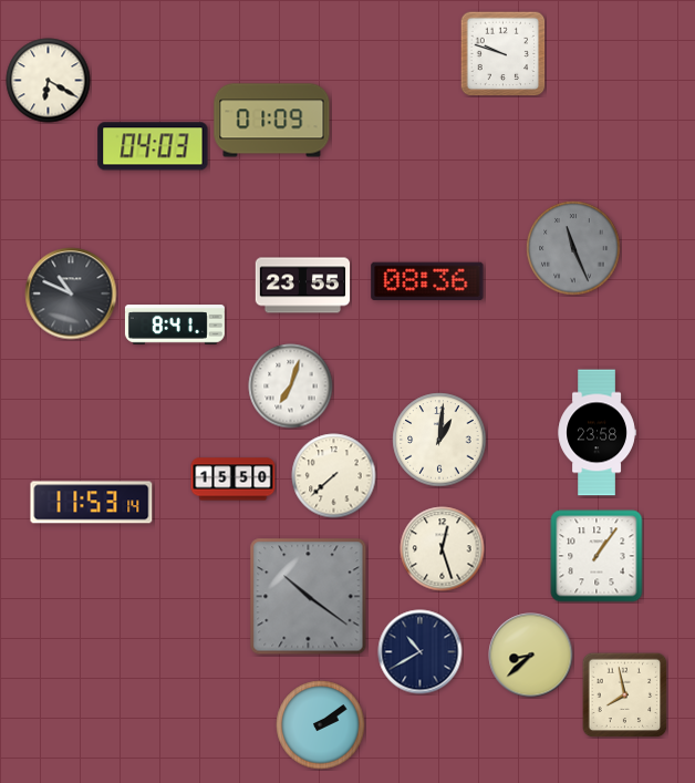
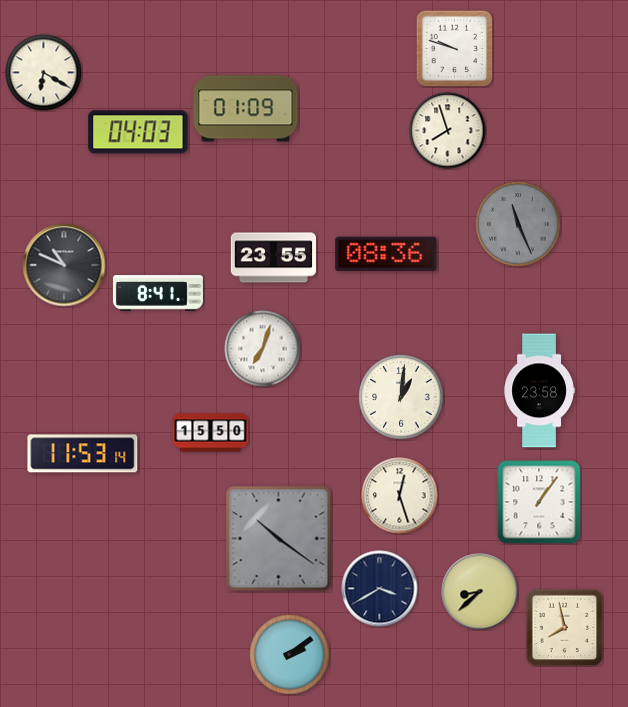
clock at (448, 131): none -> 7:57
clock at (439, 440) position: (439, 440) -> (401, 397)
clock at (334, 476): 7:38 -> none
clock at (421, 652): 10:40 -> 3:40
